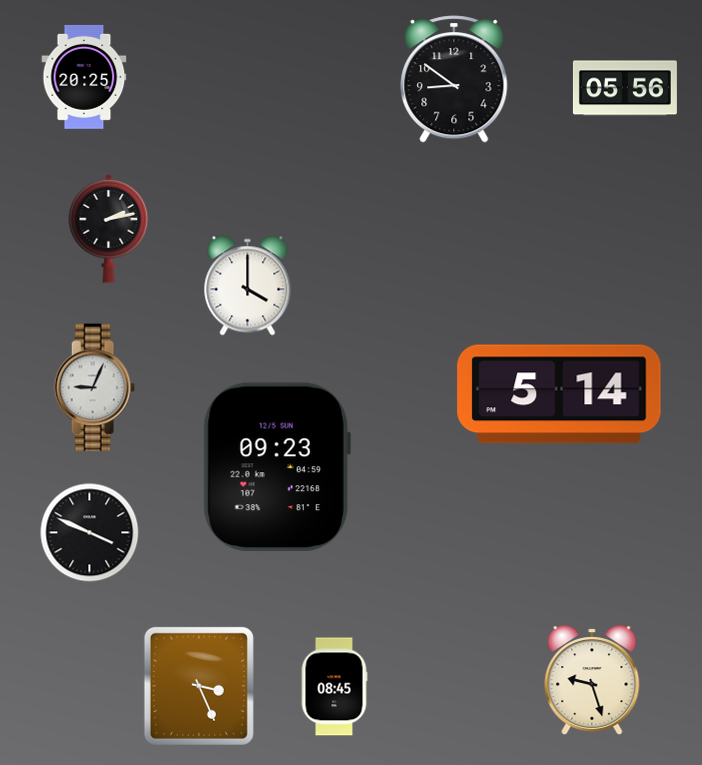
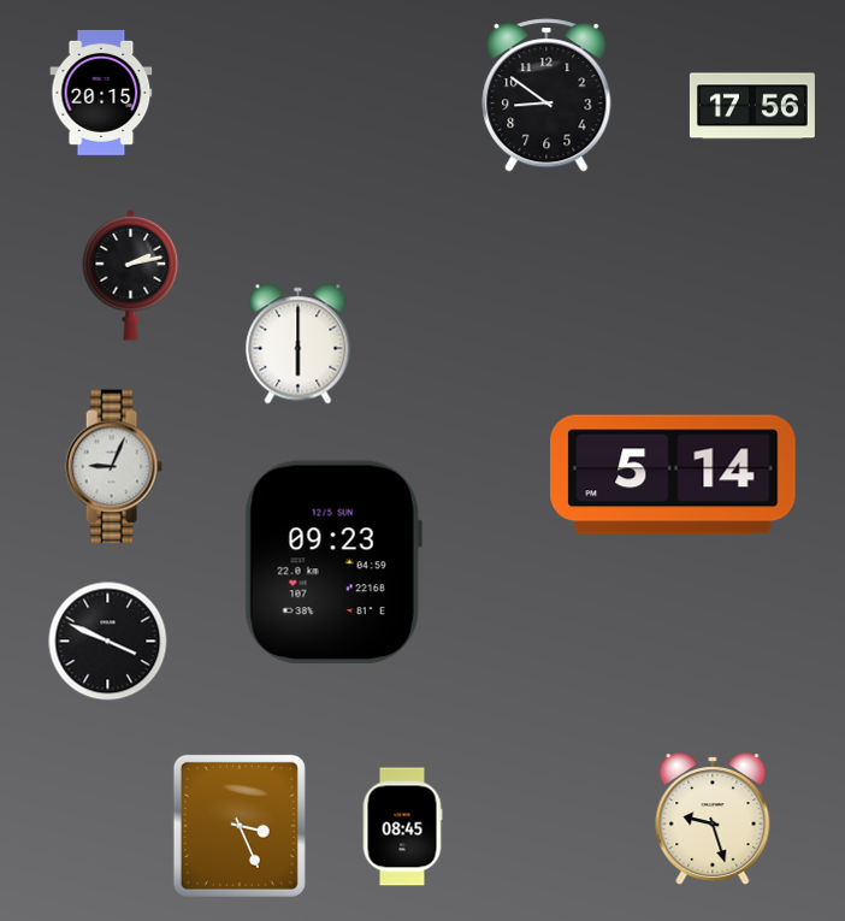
clock at (84, 77): 20:25 -> 20:15
clock at (625, 88): 05:56 -> 17:56
clock at (248, 286): 4:00 -> 6:00
